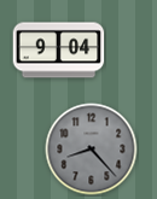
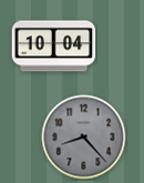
clock at (59, 51): 9:04 -> 10:04
